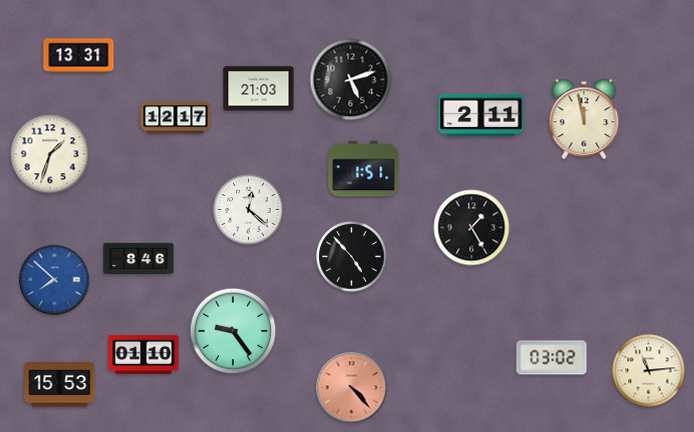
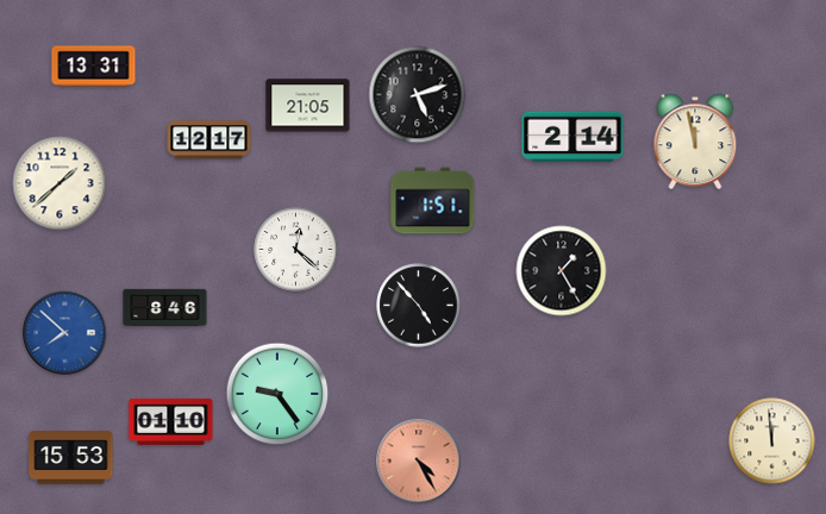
clock at (259, 89): 21:03 -> 21:05
clock at (481, 115): 2:11 -> 2:14
clock at (50, 154): 1:33 -> 1:38
clock at (552, 358): 03:02 -> none
clock at (649, 371): 11:14 -> 11:59
clock at (352, 388): 4:23 -> 4:25
